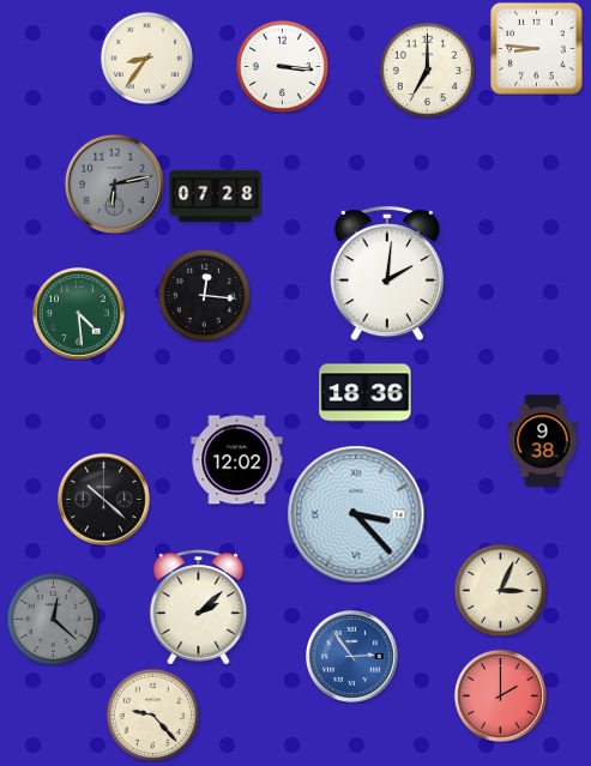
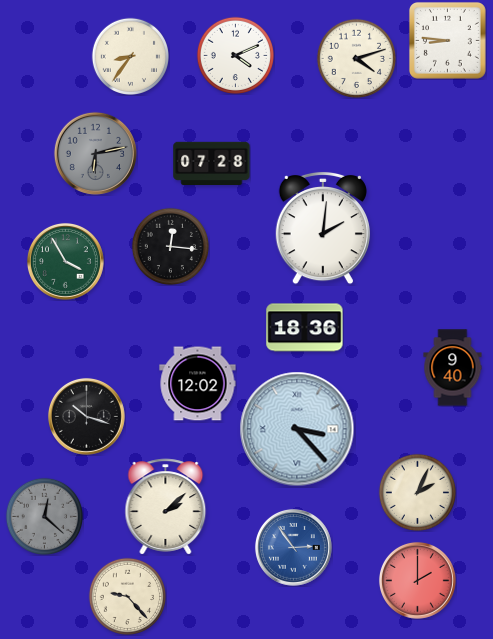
clock at (146, 58) position: (146, 58) -> (130, 56)
clock at (282, 66): 3:16 -> 4:11
clock at (427, 70): 7:00 -> 4:12
clock at (216, 195) position: (216, 195) -> (212, 163)
clock at (78, 313): 4:29 -> 3:55
clock at (543, 441): 9:38 -> 9:40
clock at (103, 499): 10:22 -> 10:18
clock at (500, 590): 3:04 -> 2:04
